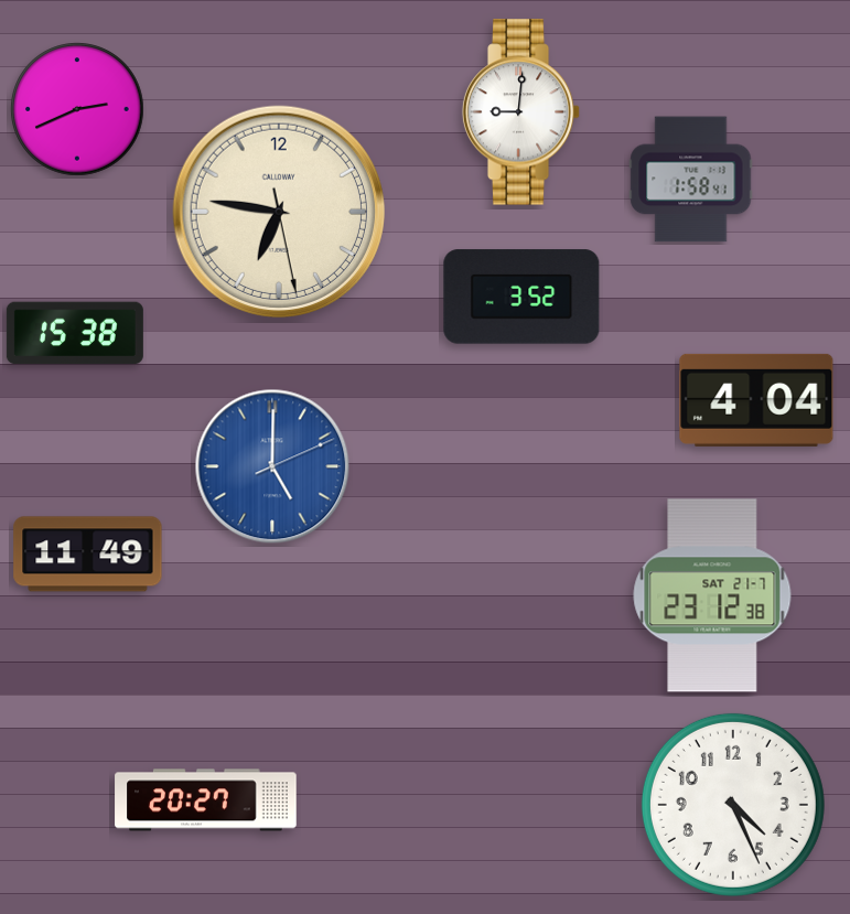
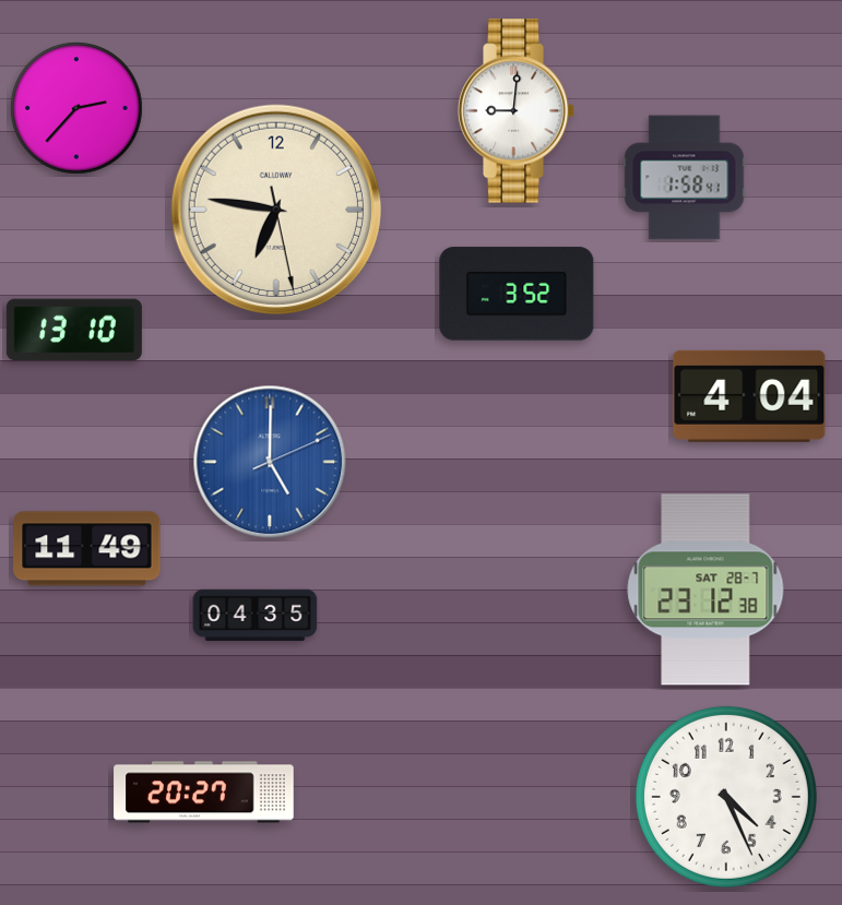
clock at (77, 109): 2:41 -> 2:37
clock at (75, 333): 15:38 -> 13:10
clock at (712, 595) date: SAT 21-7 -> SAT 28-7
clock at (256, 615): none -> 04:35
